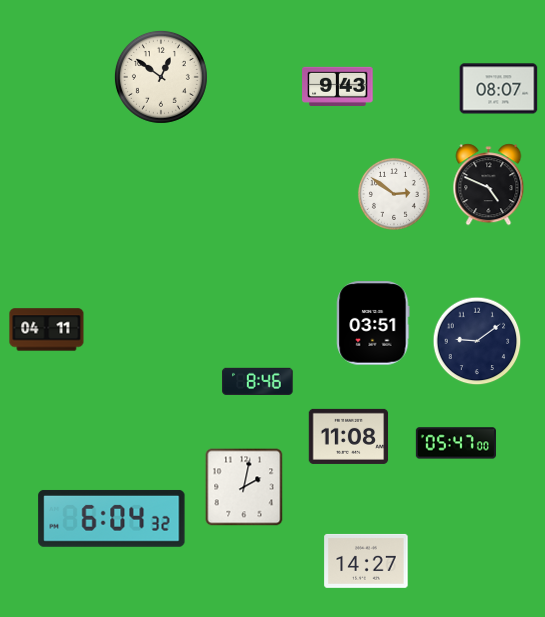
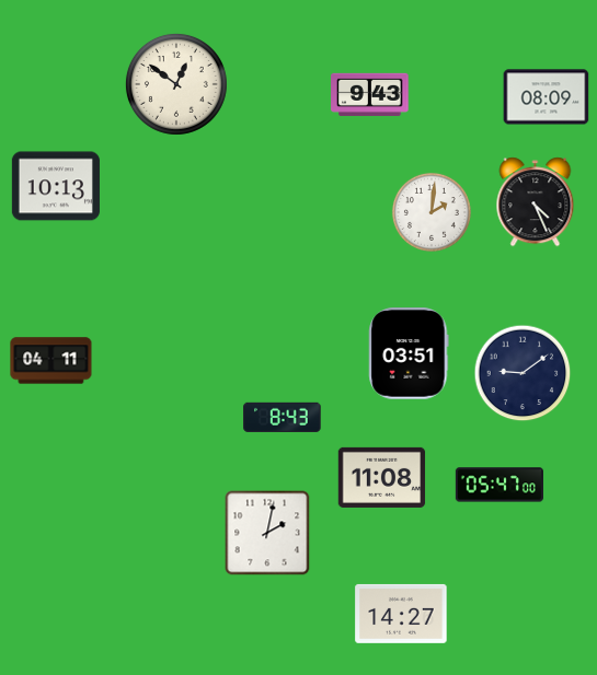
clock at (499, 89): 08:07 -> 08:09
clock at (56, 186): none -> 10:13
clock at (489, 185): 4:49 -> 4:26
clock at (394, 194): 2:51 -> 2:01
clock at (258, 381): 8:46 -> 8:43
clock at (112, 518): 6:04 -> none
